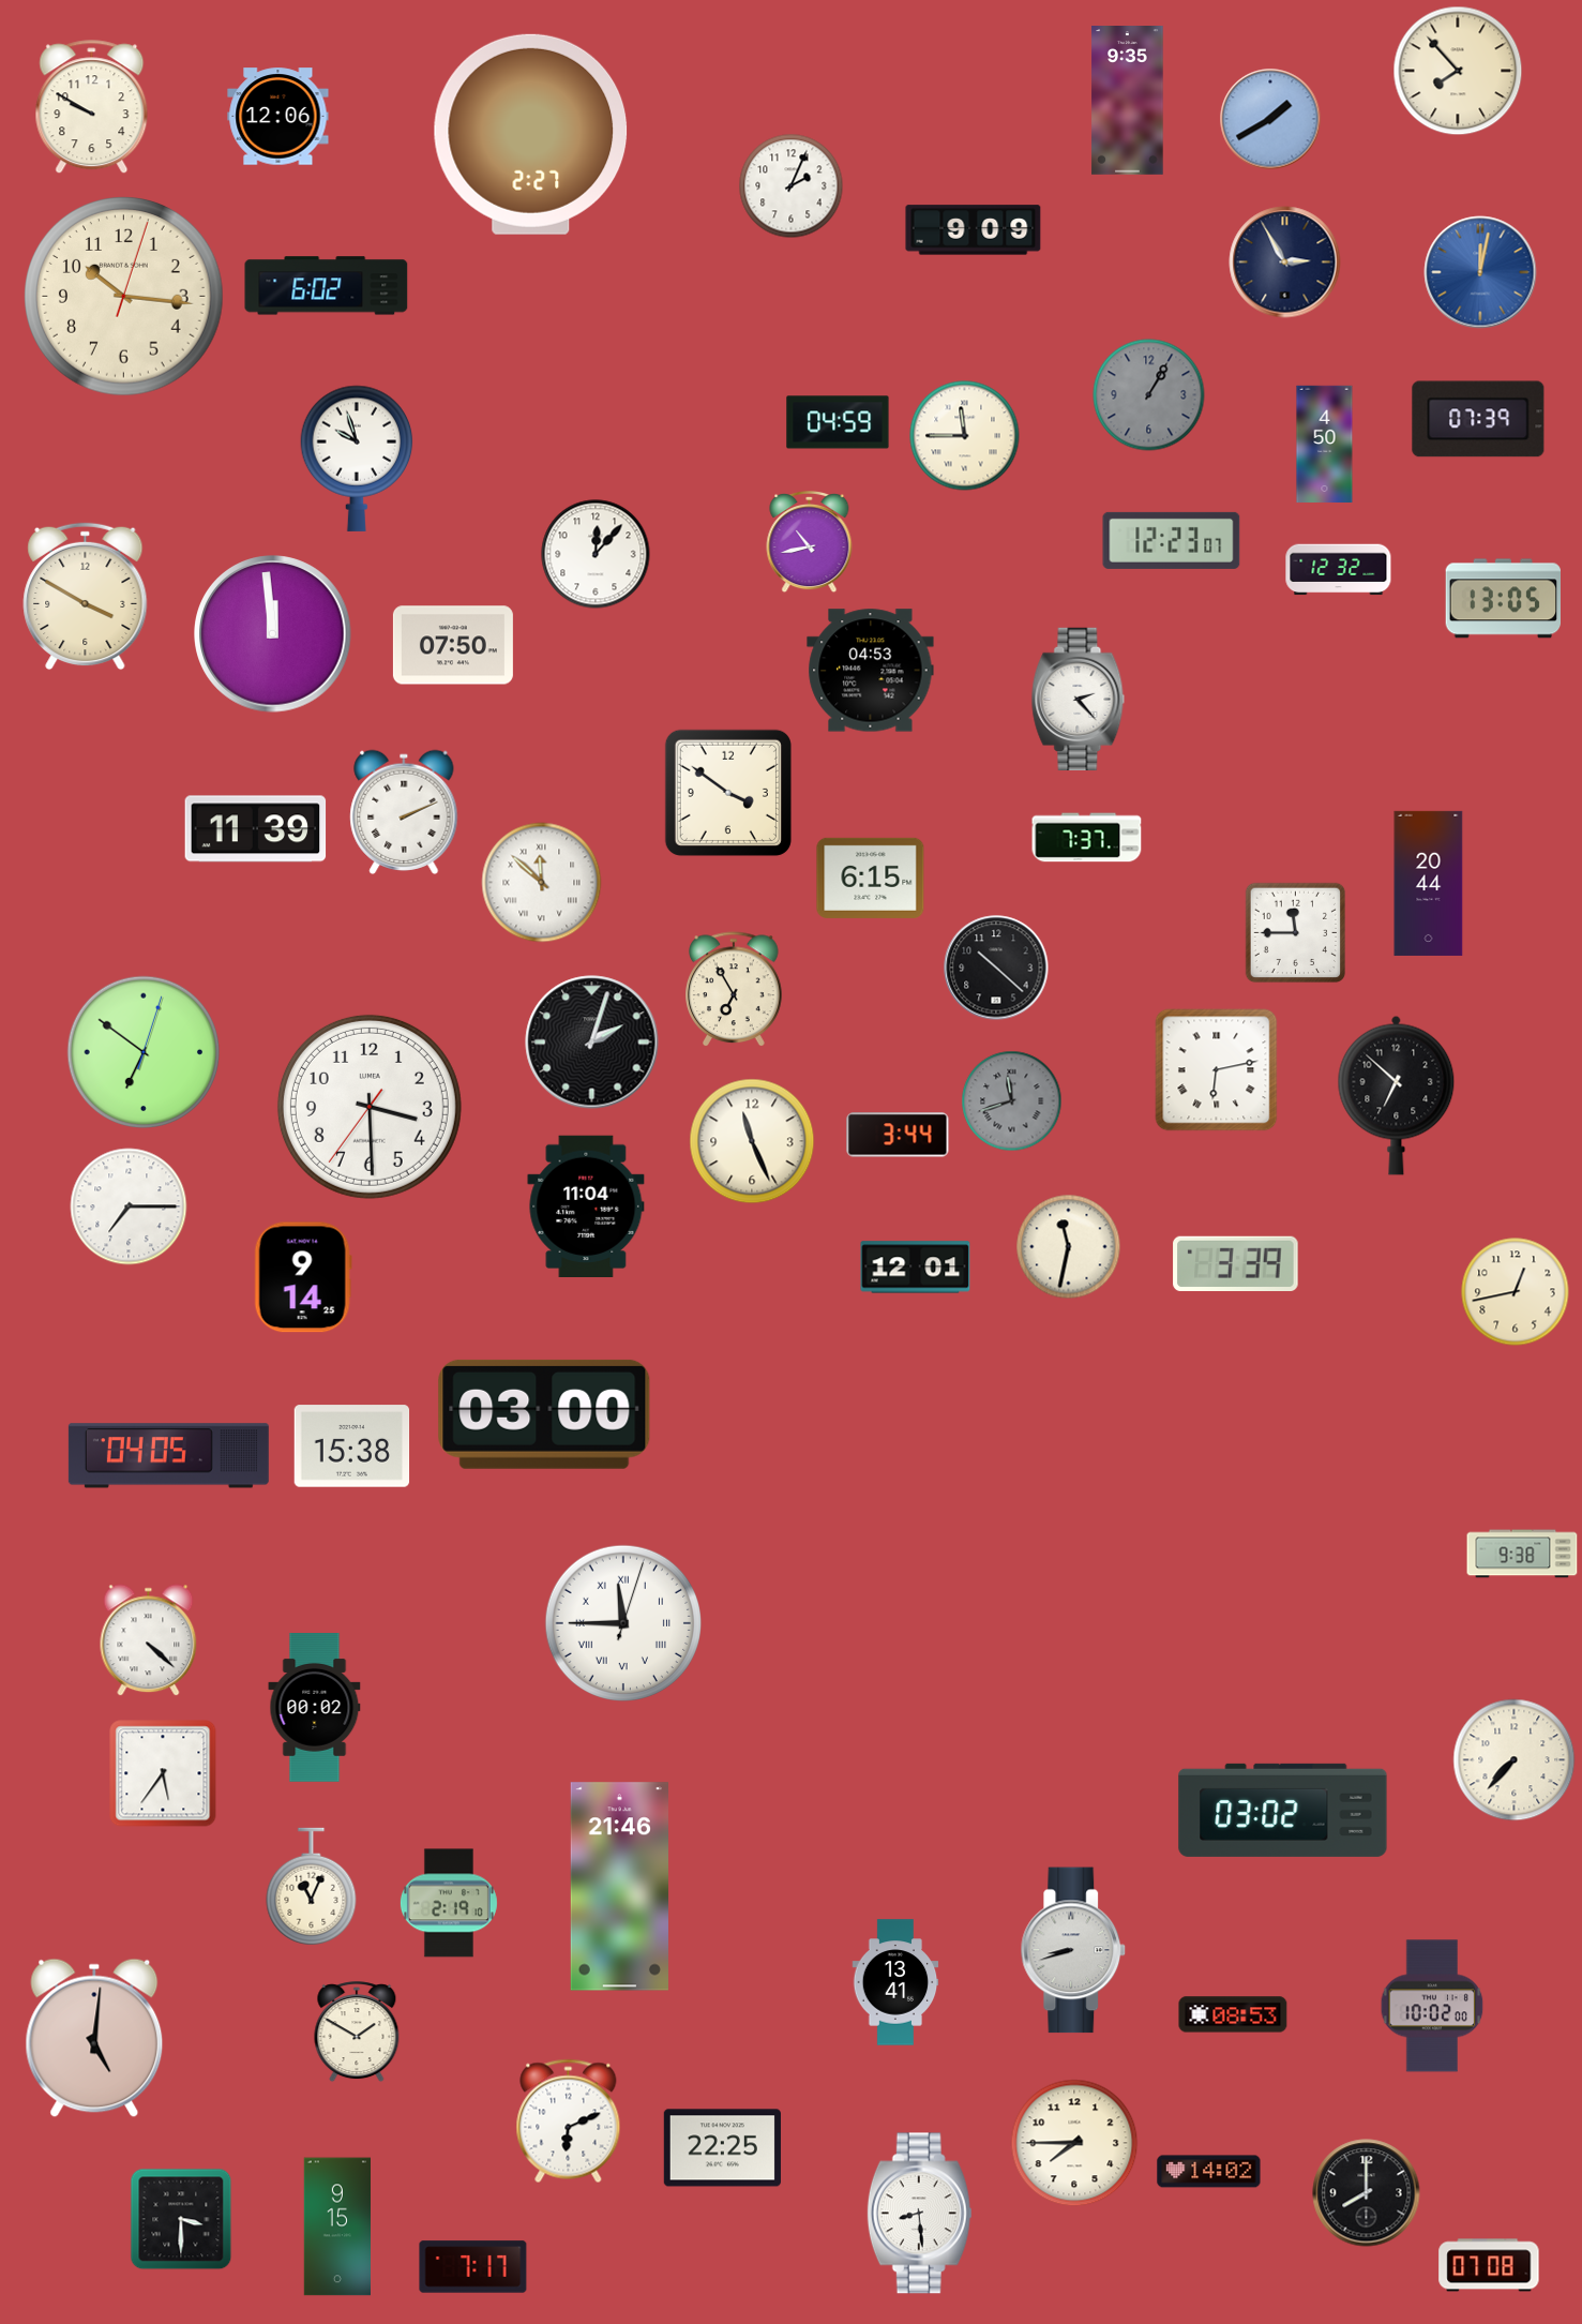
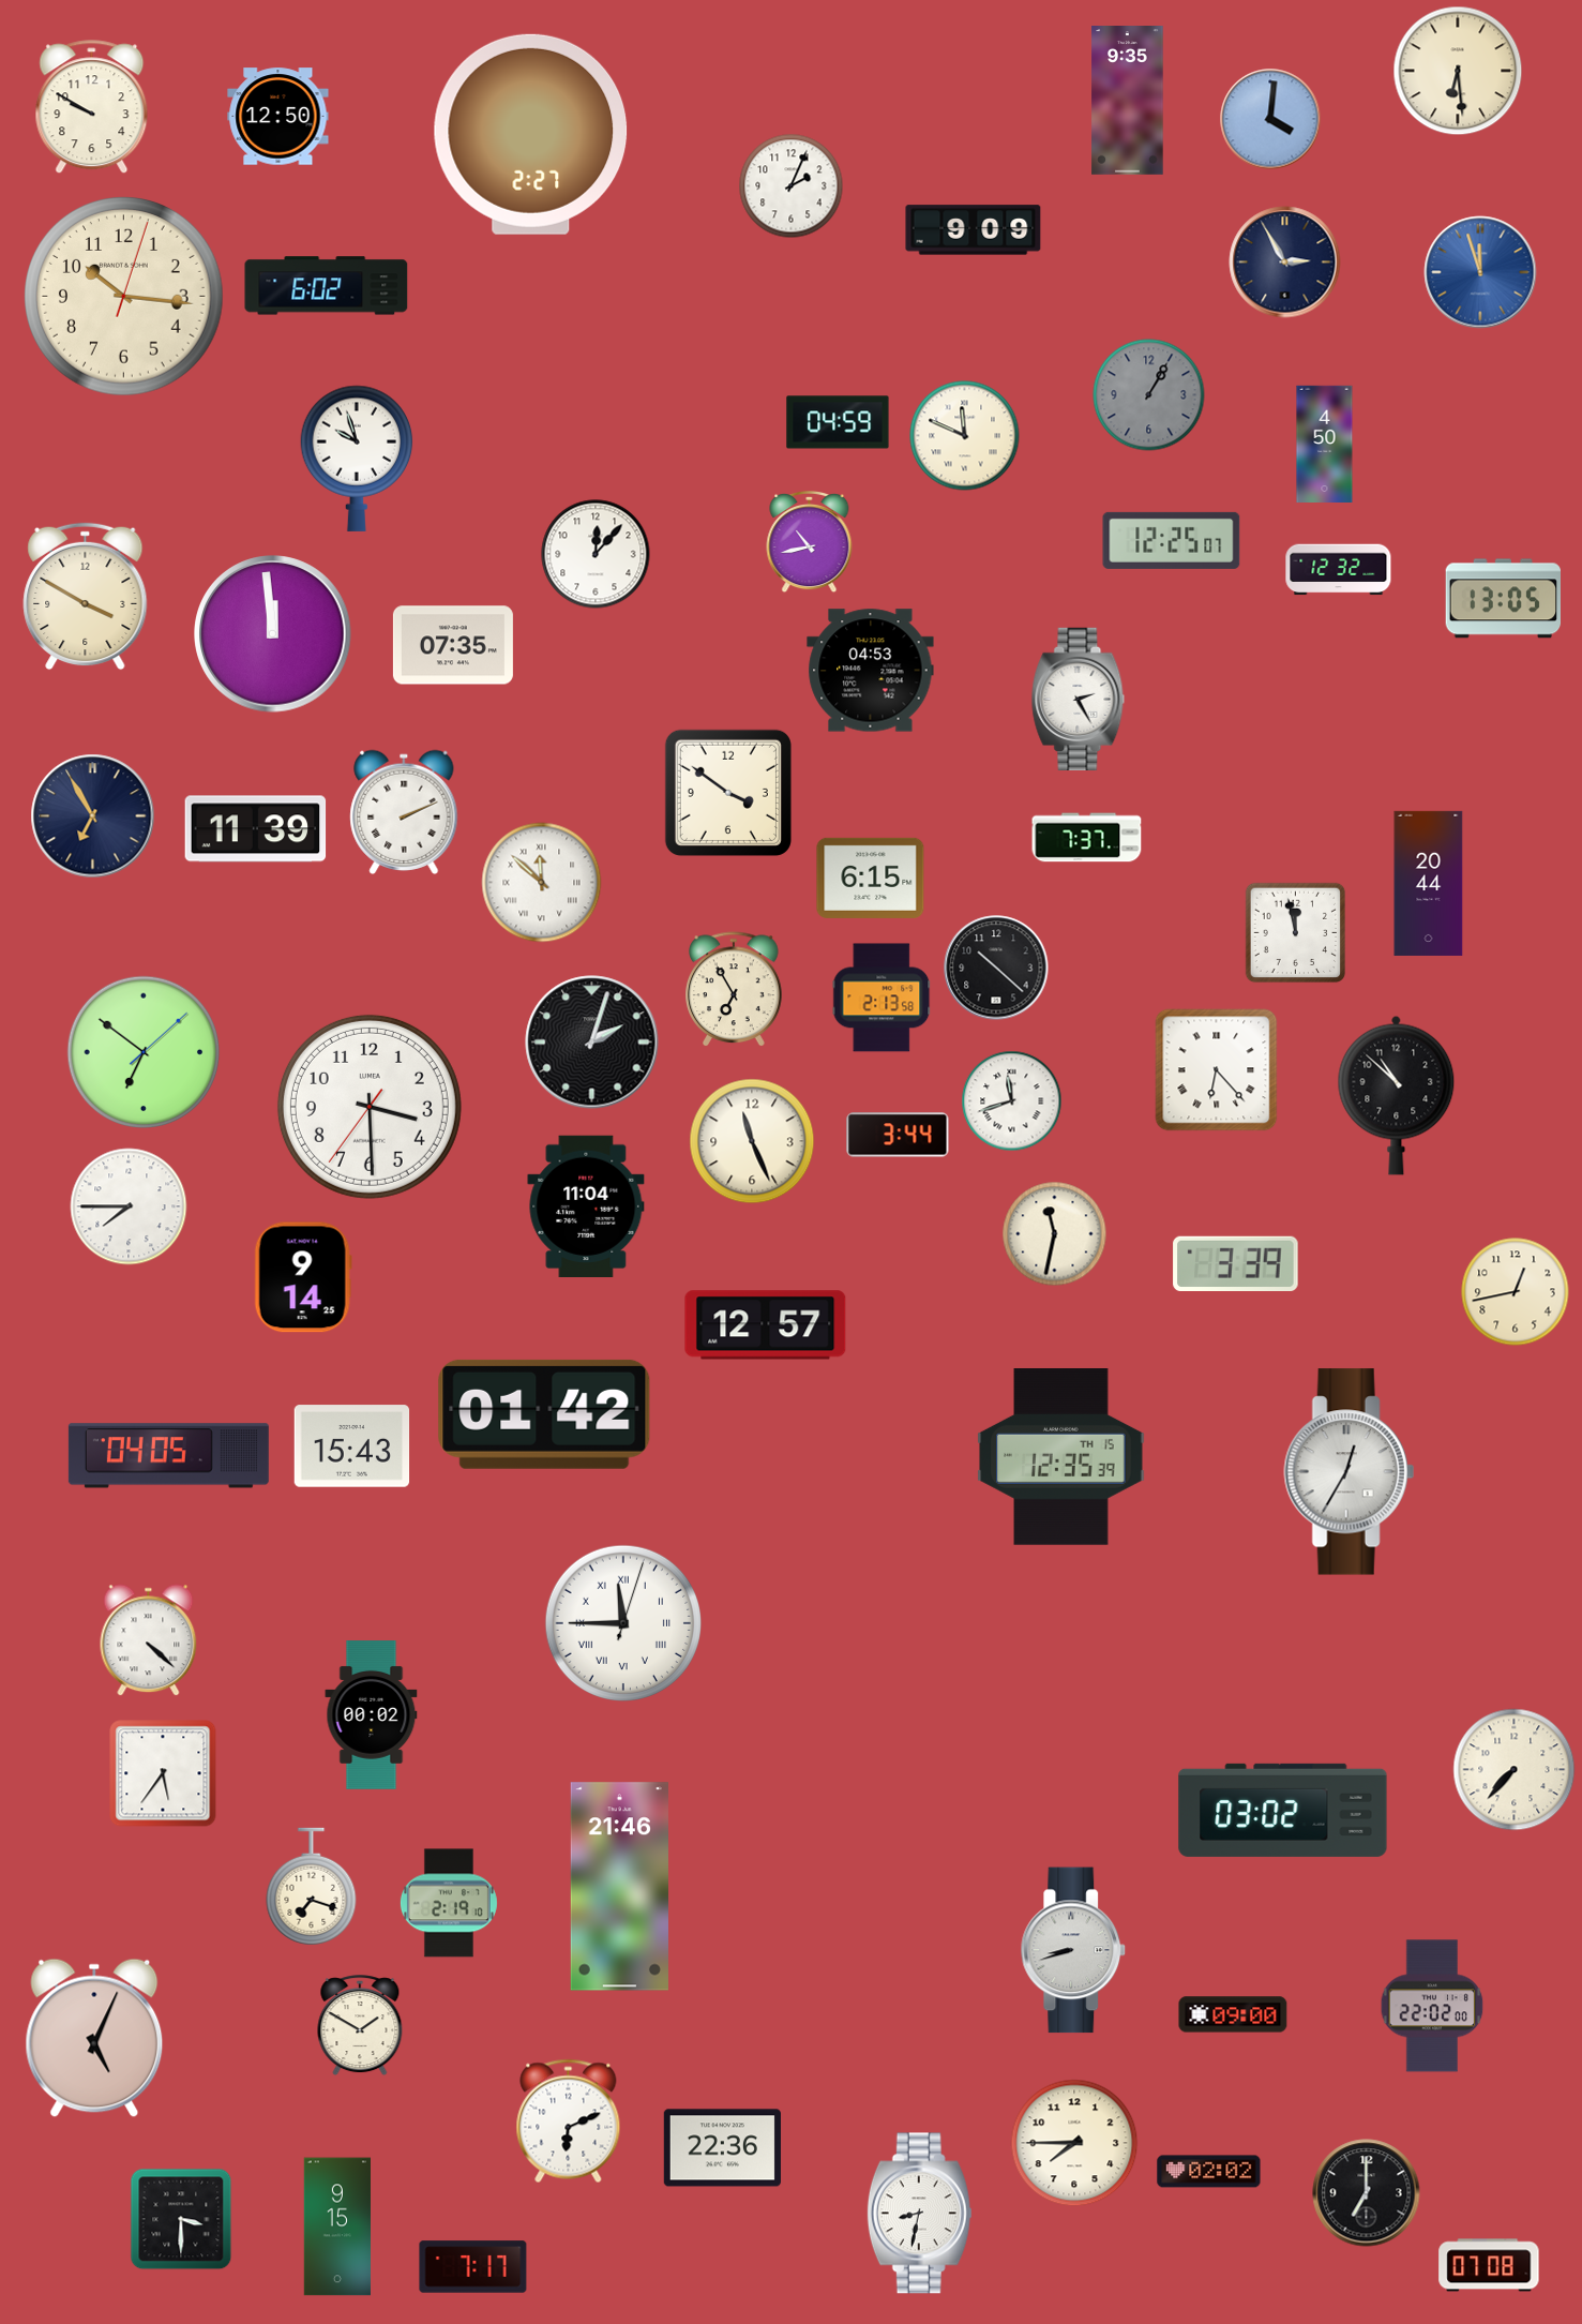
clock at (1458, 71): 7:53 -> 6:29
clock at (278, 117): 12:06 -> 12:50
clock at (1270, 119): 1:40 -> 4:01
clock at (1480, 272): 12:02 -> 11:57
clock at (1478, 419): 07:39 -> none
clock at (965, 436): 11:45 -> 11:49
clock at (1172, 540): 12:23 -> 12:25
clock at (453, 645): 07:50 -> 07:35
clock at (1079, 699): 2:23 -> 2:25
clock at (93, 816): none -> 6:55
clock at (1296, 933): 11:45 -> 11:58
clock at (882, 998): none -> 2:13
clock at (144, 1052): 6:51:03 -> 6:51:08
clock at (1217, 1070): 6:13 -> 6:23
clock at (1397, 1095): 6:52 -> 10:52
clock at (1012, 1101) dial: grey -> white
clock at (129, 1206): 7:15 -> 7:45
clock at (1069, 1247) position: (1069, 1247) -> (1055, 1234)
clock at (916, 1268): 12:01 -> none
clock at (766, 1325): none -> 12:57
clock at (544, 1414): 03:00 -> 01:42
clock at (352, 1446): 15:38 -> 15:43
clock at (1061, 1457): none -> 12:35
clock at (1349, 1472): none -> 12:35
clock at (1522, 1554): 9:38 -> none
clock at (315, 1708) position: (315, 1708) -> (372, 1715)
clock at (1515, 1760) position: (1515, 1760) -> (1515, 1770)
clock at (312, 1887): 11:04 -> 7:18
clock at (895, 1982): 13:41 -> none
clock at (1432, 2006): 10:02 -> 22:02
clock at (1233, 2014): 08:53 -> 09:00
clock at (357, 2033) position: (357, 2033) -> (360, 2026)
clock at (94, 2038): 5:01 -> 5:04
clock at (722, 2148): 22:25 -> 22:36
clock at (1209, 2172): 14:02 -> 02:02
clock at (1367, 2193): 8:00 -> 7:00
clock at (919, 2214): 8:29 -> 8:32
